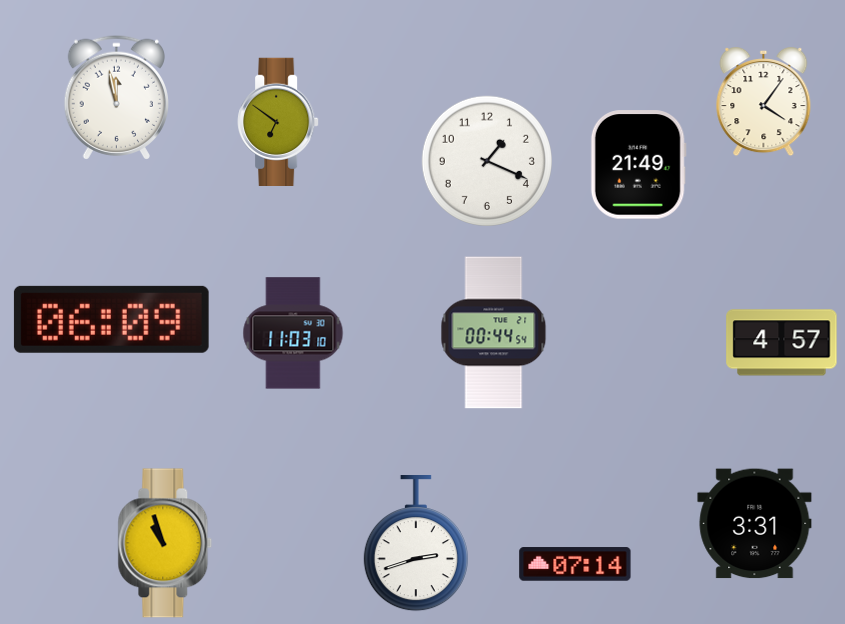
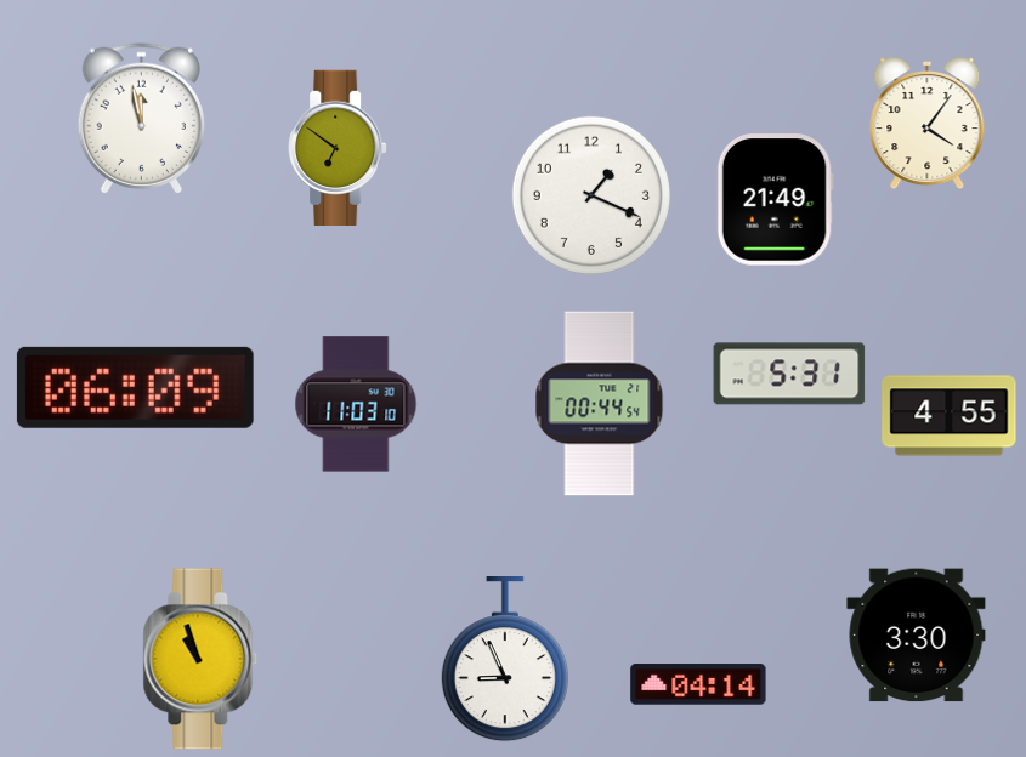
clock at (789, 374): none -> 5:31
clock at (782, 343): 4:57 -> 4:55
clock at (755, 524): 3:31 -> 3:30
clock at (416, 544): 2:42 -> 8:56
clock at (575, 564): 07:14 -> 04:14
